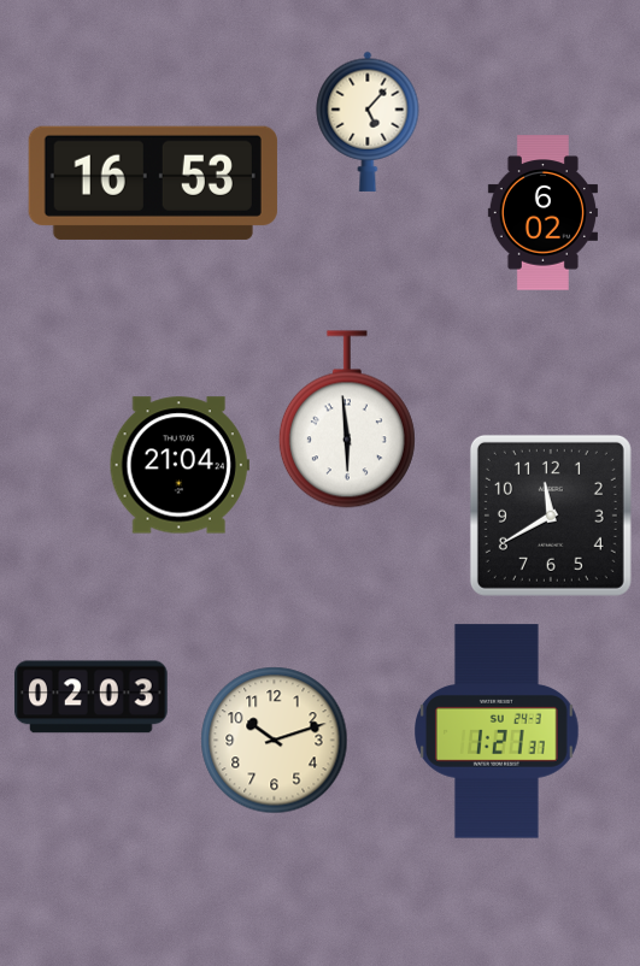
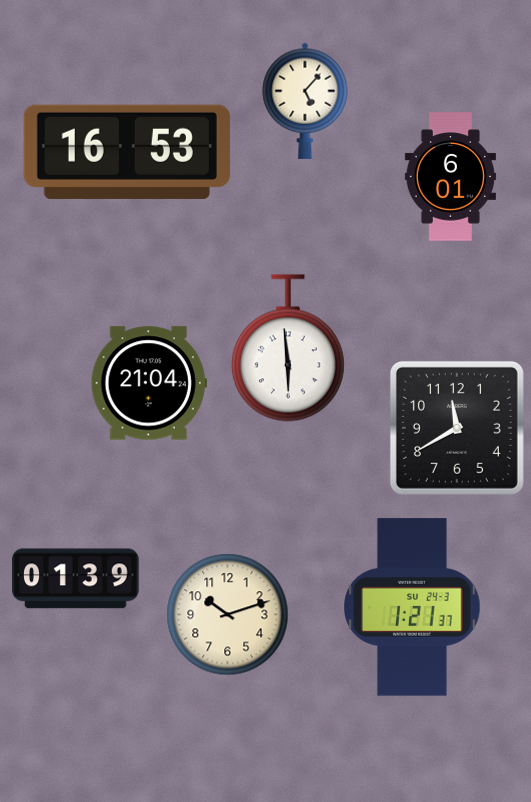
clock at (542, 213): 6:02 -> 6:01
clock at (180, 465) position: (180, 465) -> (149, 383)
clock at (92, 697): 02:03 -> 01:39
